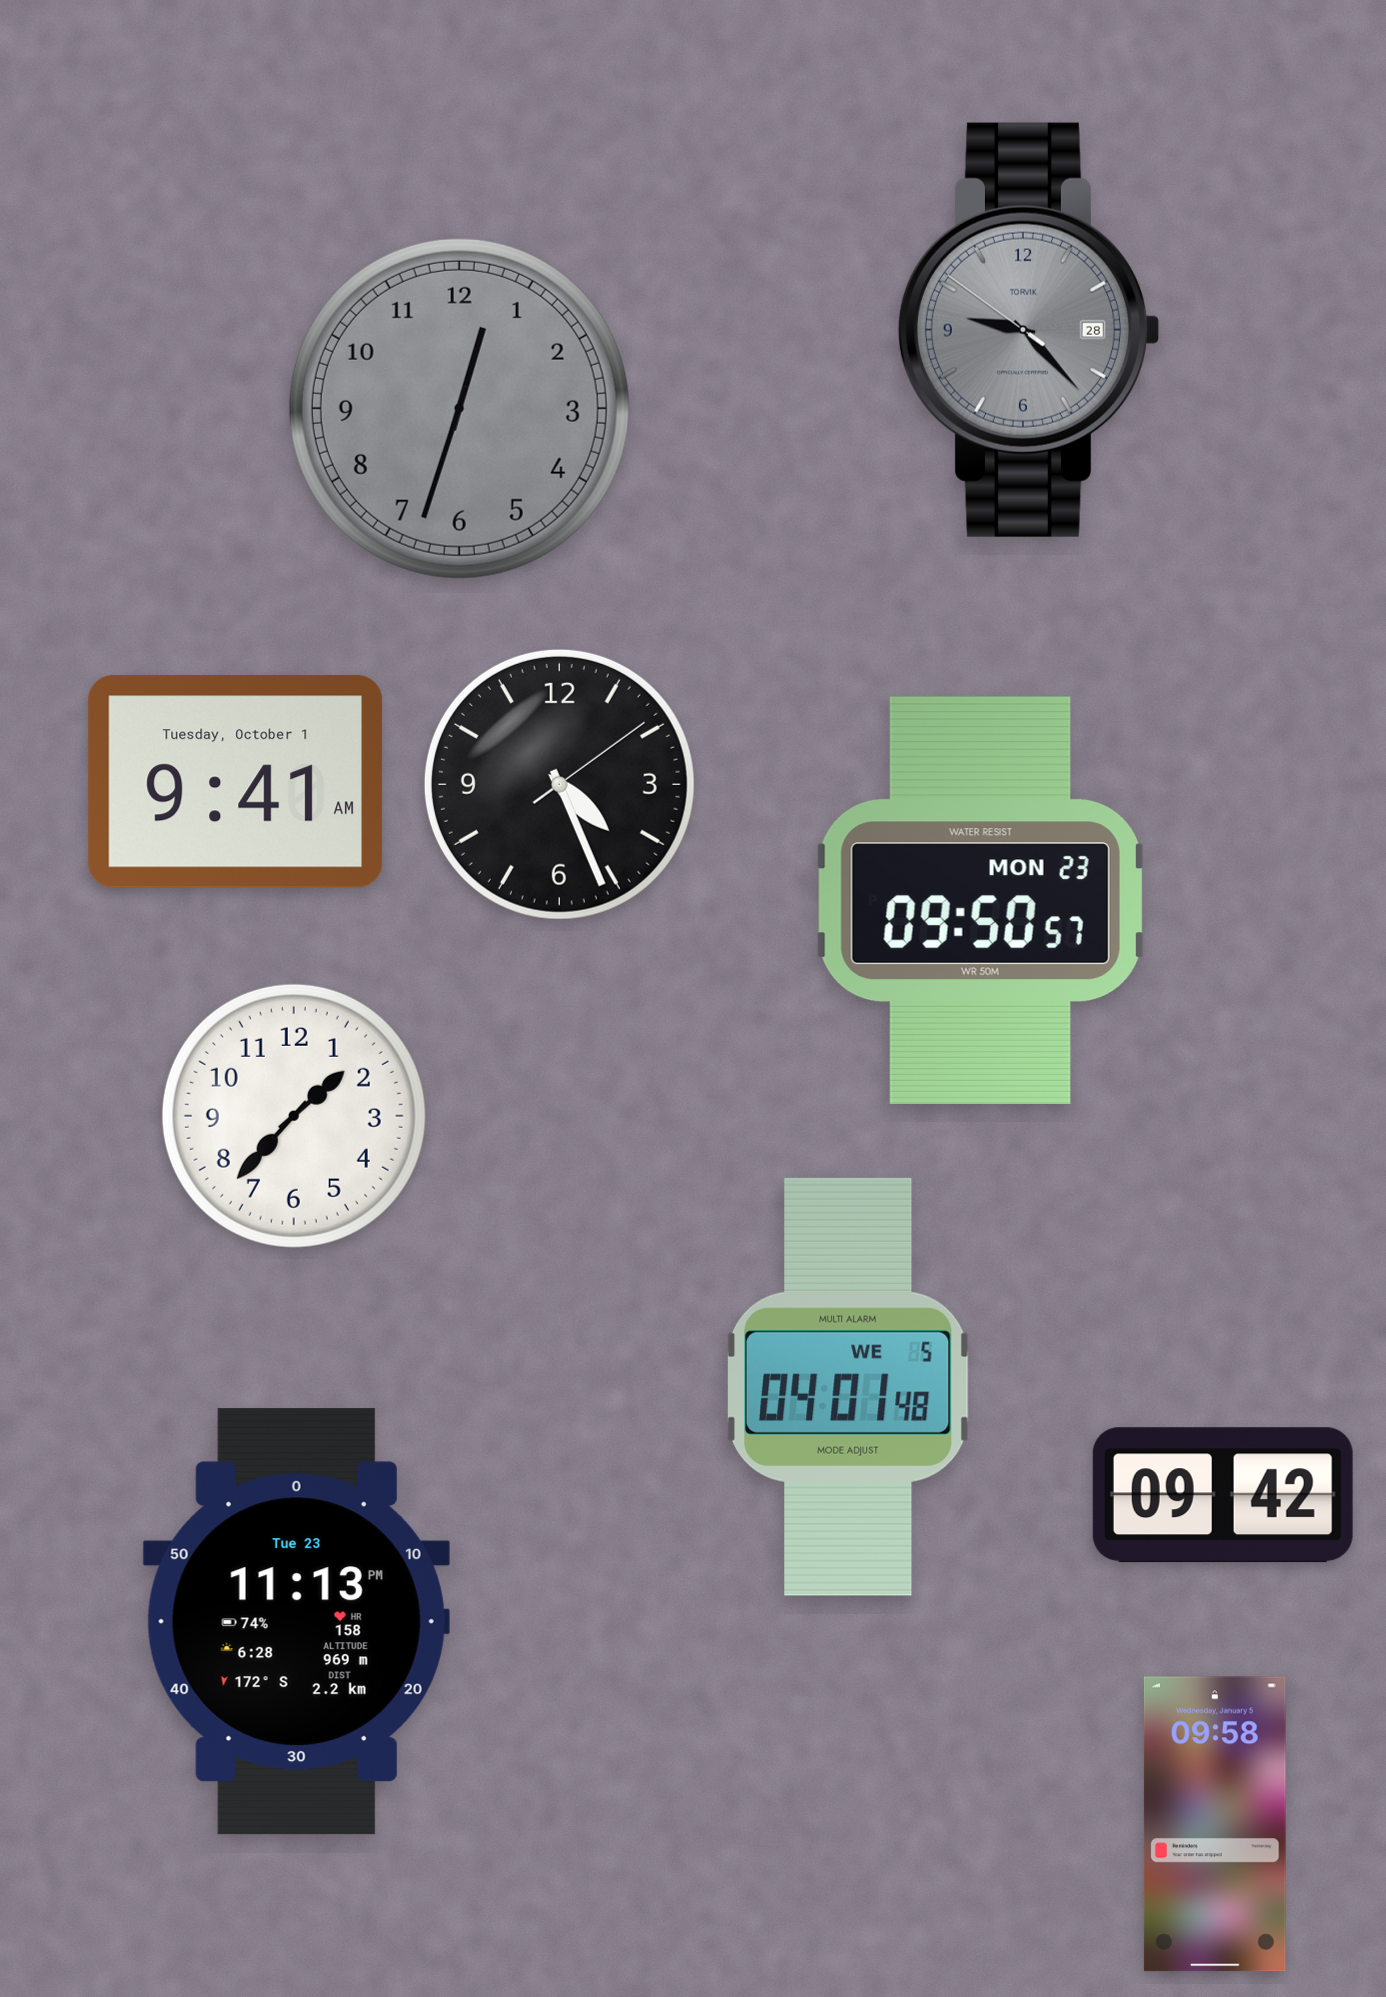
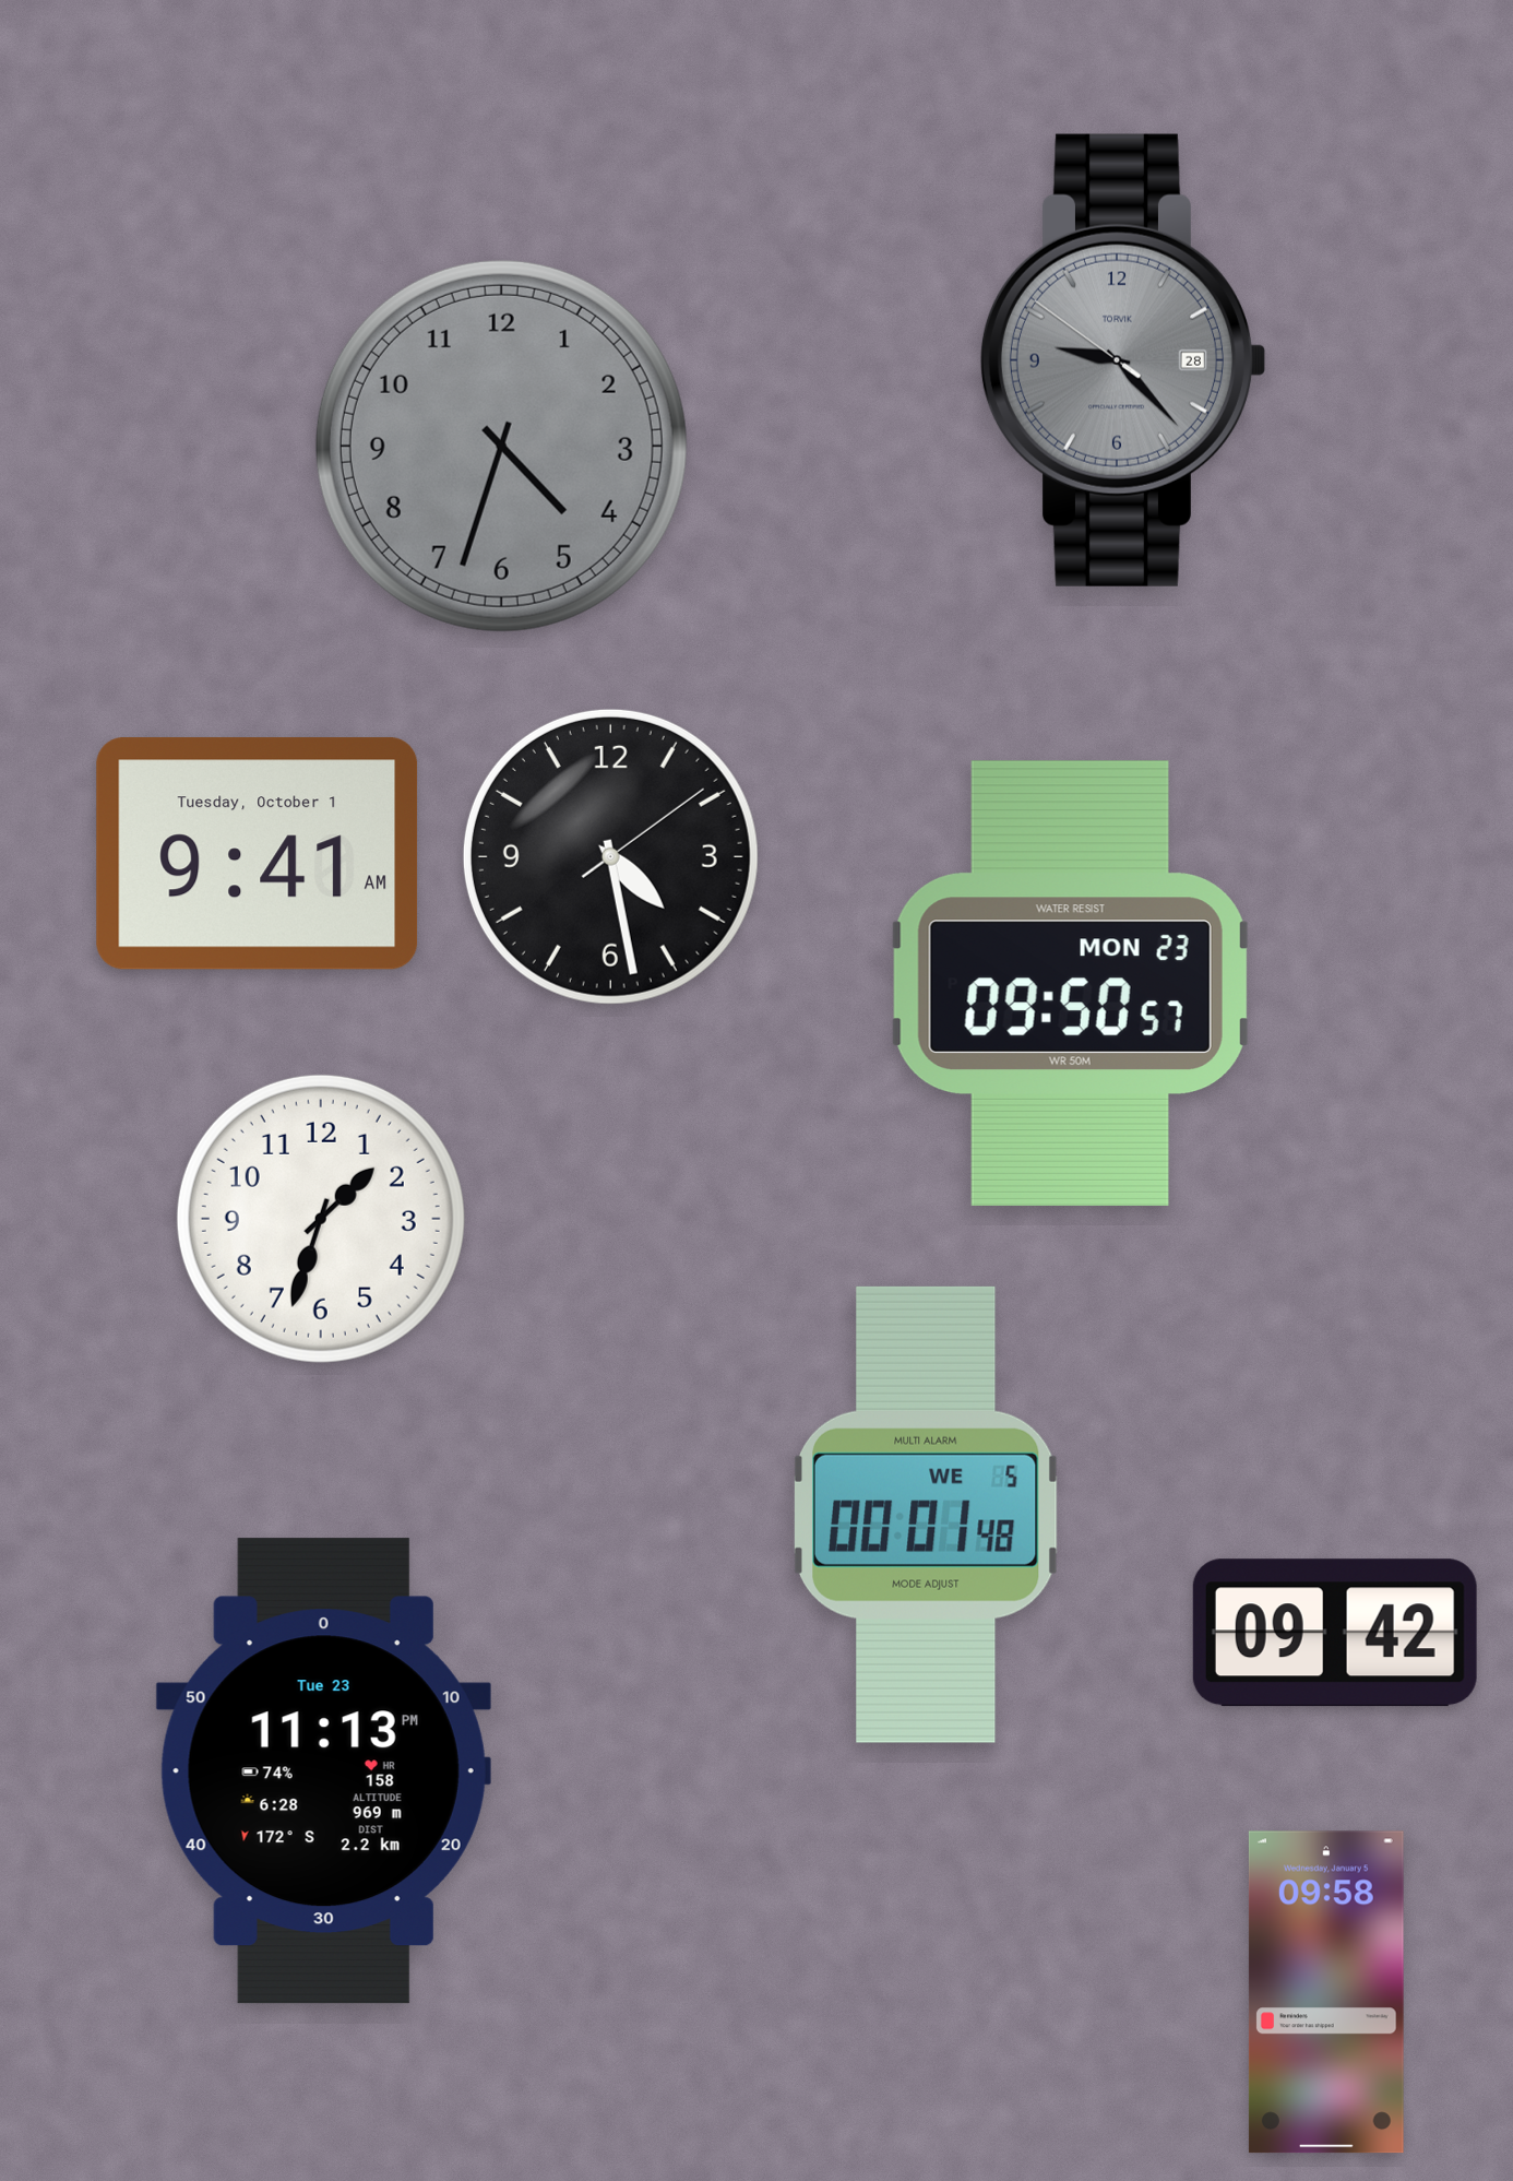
clock at (459, 408): 12:33 -> 4:33
clock at (559, 784): 4:26 -> 4:28
clock at (294, 1116): 1:37 -> 1:33
clock at (848, 1387): 04:01 -> 00:01
